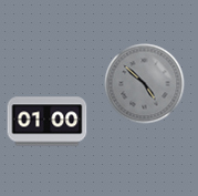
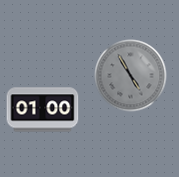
clock at (145, 84): 4:52 -> 4:55
